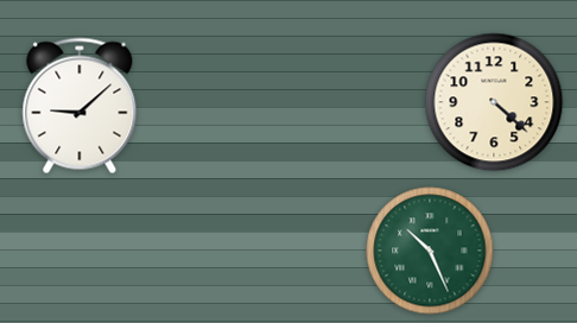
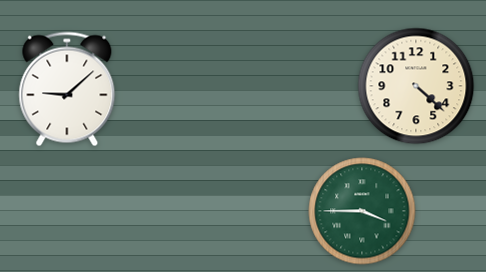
clock at (430, 251): 10:26 -> 3:45
